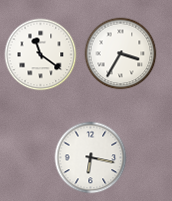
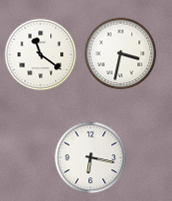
clock at (121, 54): 3:35 -> 3:32
